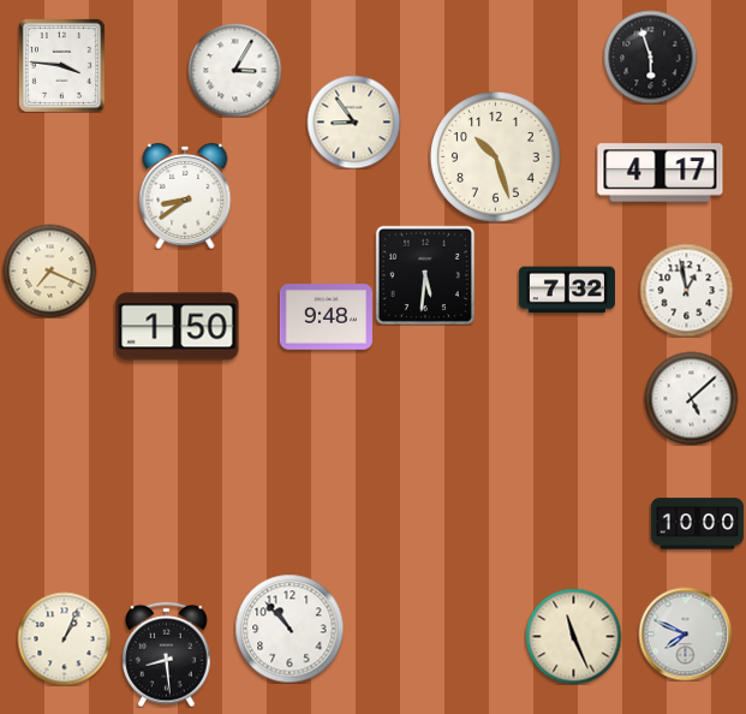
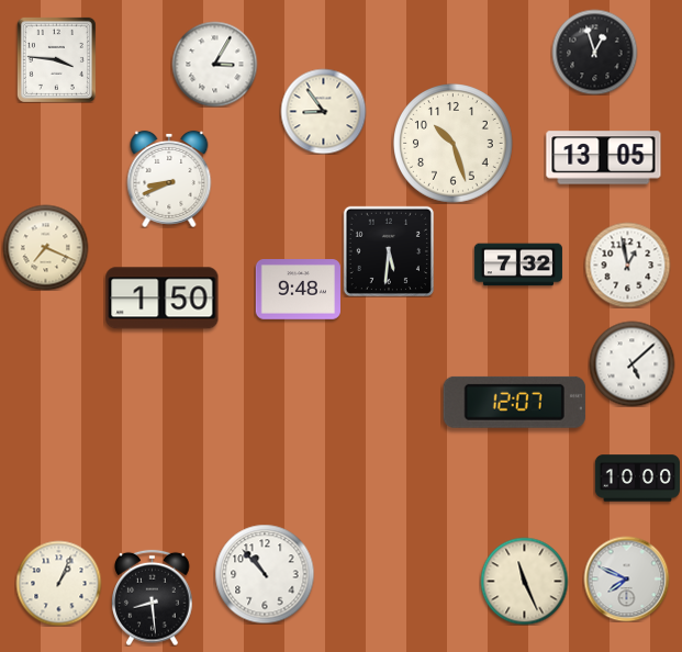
clock at (650, 56): 5:57 -> 12:57
clock at (661, 173): 4:17 -> 13:05
clock at (185, 196): 8:39 -> 8:41
clock at (514, 402): none -> 12:07
